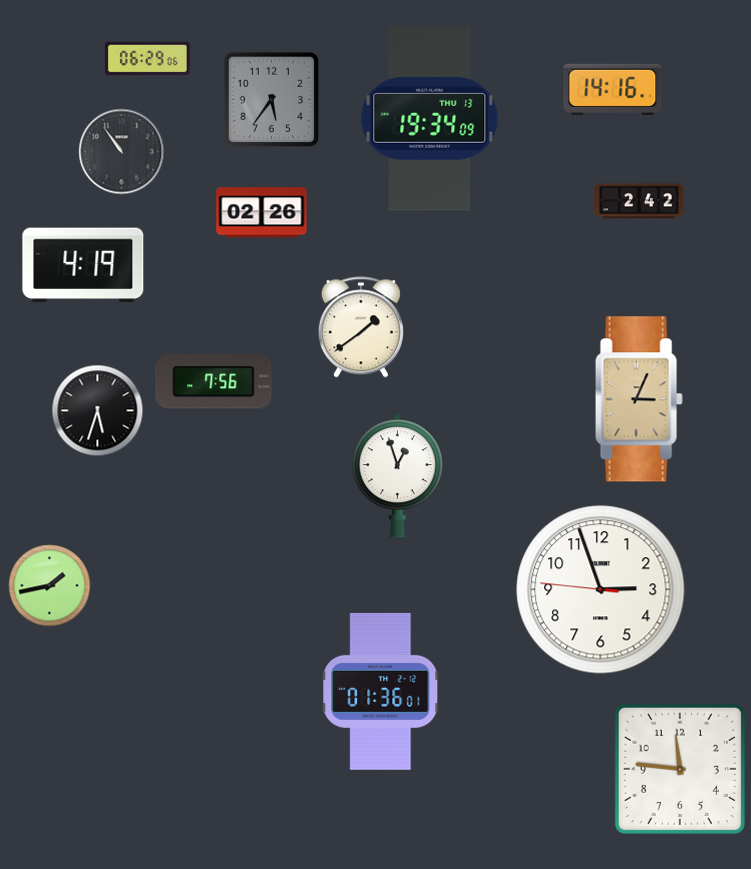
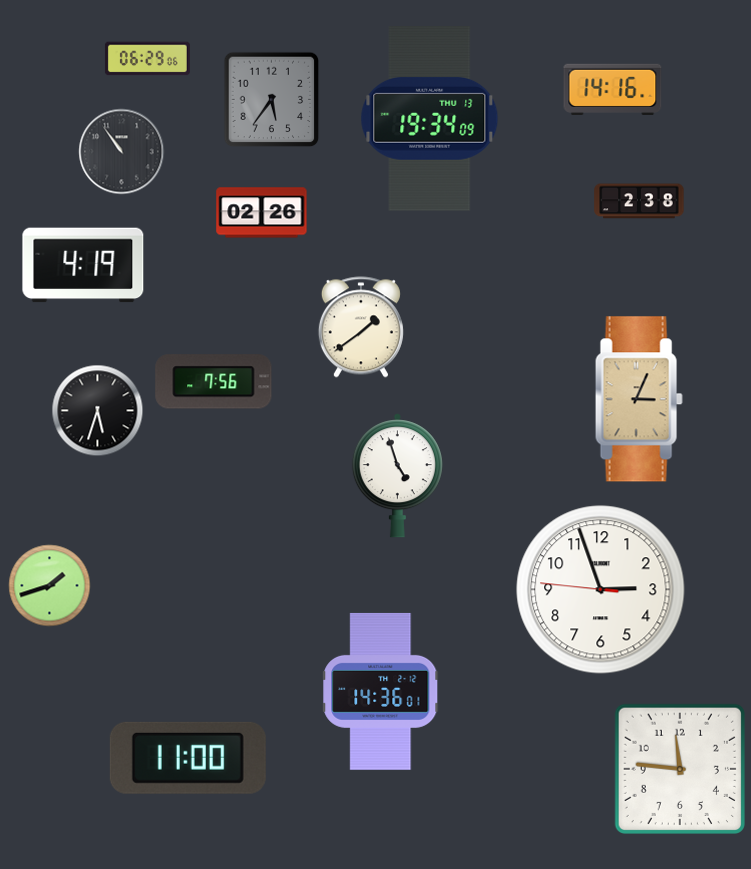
clock at (639, 201): 2:42 -> 2:38
clock at (397, 476): 12:57 -> 4:57
clock at (50, 586): 1:43 -> 1:42
clock at (381, 691): 01:36 -> 14:36
clock at (188, 758): none -> 11:00
